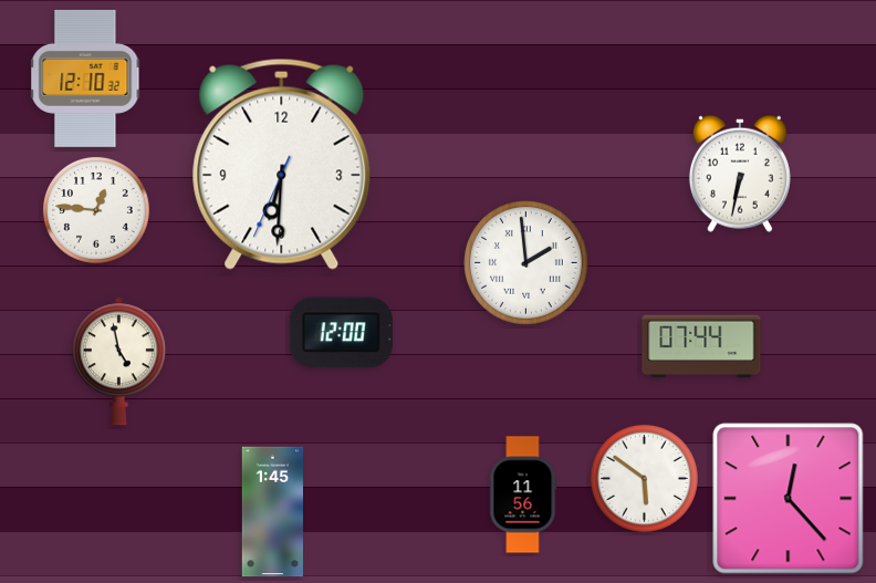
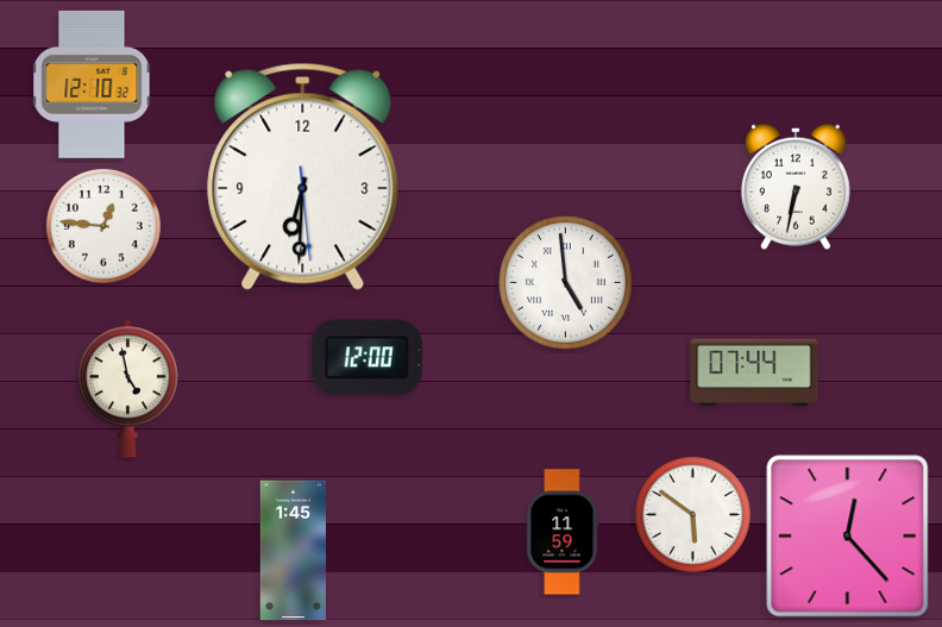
clock at (282, 164): 6:30:34 -> 6:30:29
clock at (526, 263): 1:59 -> 4:59
clock at (523, 494): 11:56 -> 11:59
